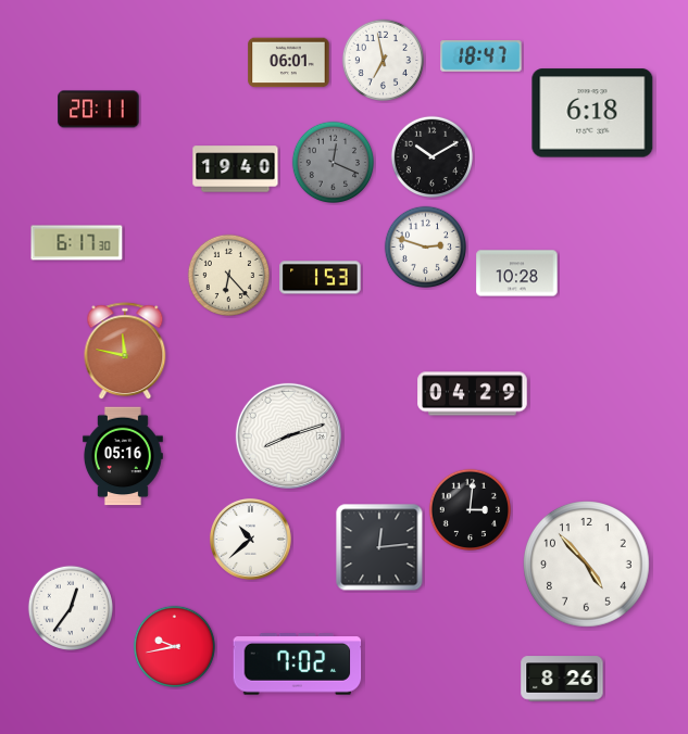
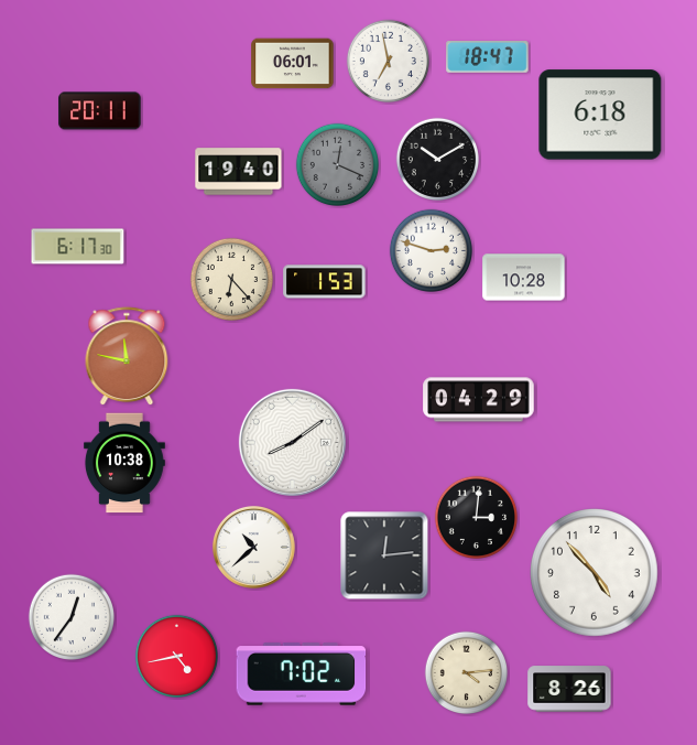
clock at (288, 435): 8:12 -> 8:09
clock at (123, 456): 05:16 -> 10:38
clock at (175, 647): 9:43 -> 4:43
clock at (467, 673): none -> 4:14
